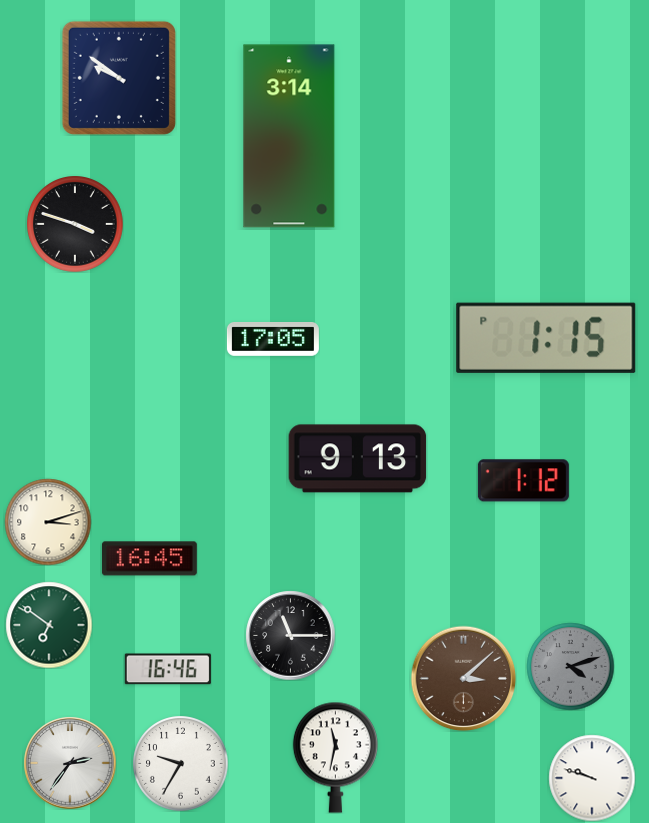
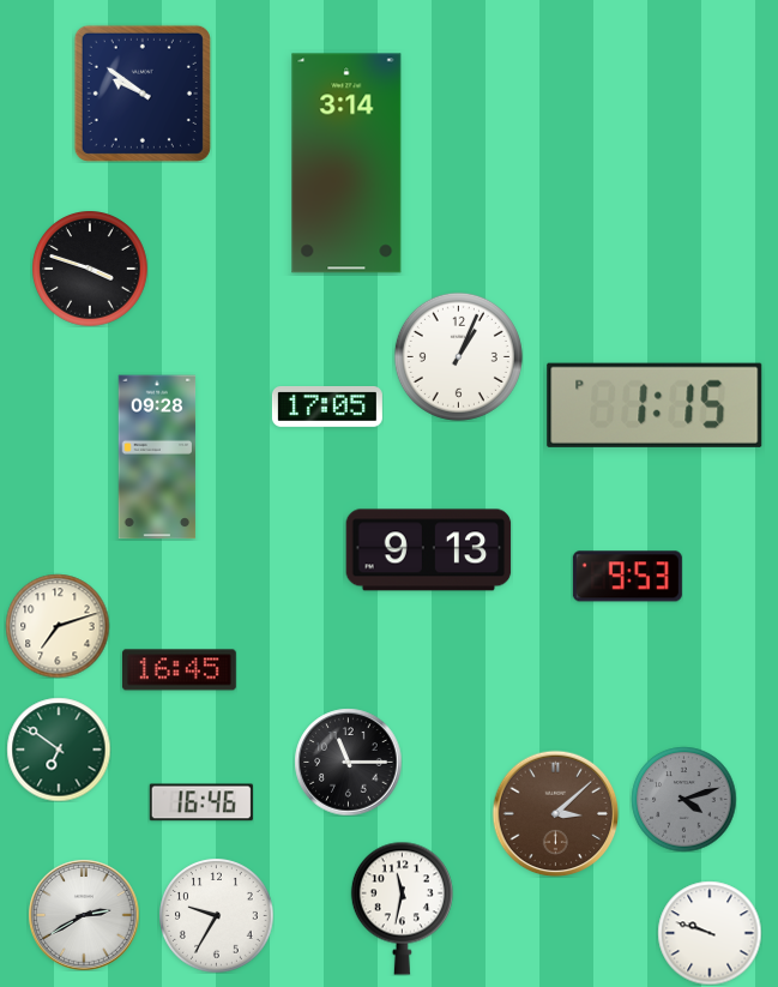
clock at (458, 356): none -> 1:04
clock at (157, 457): none -> 09:28
clock at (523, 481): 1:12 -> 9:53
clock at (48, 522): 3:12 -> 7:12
clock at (70, 763): 2:36 -> 2:40
